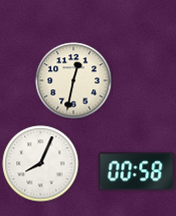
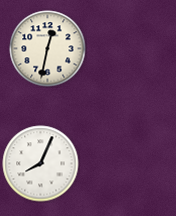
clock at (74, 81) position: (74, 81) -> (48, 49)
clock at (137, 172): 00:58 -> none
